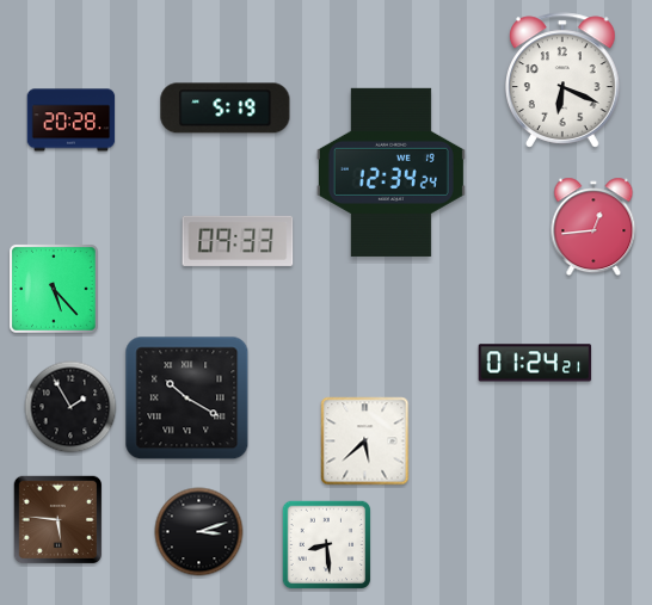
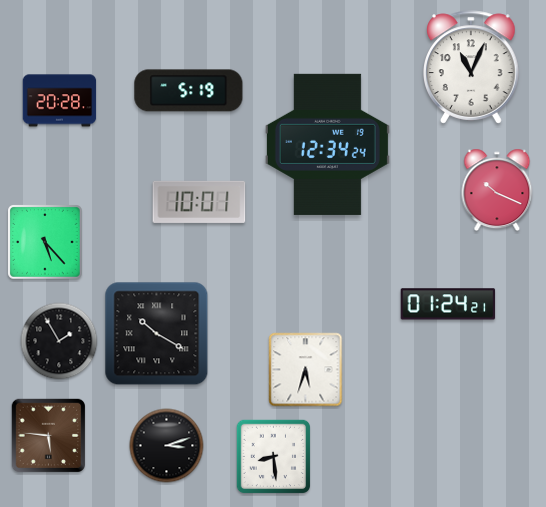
clock at (564, 80): 6:19 -> 11:04
clock at (593, 227): 12:44 -> 10:19
clock at (238, 241): 09:33 -> 10:01
clock at (365, 442): 5:38 -> 5:33
